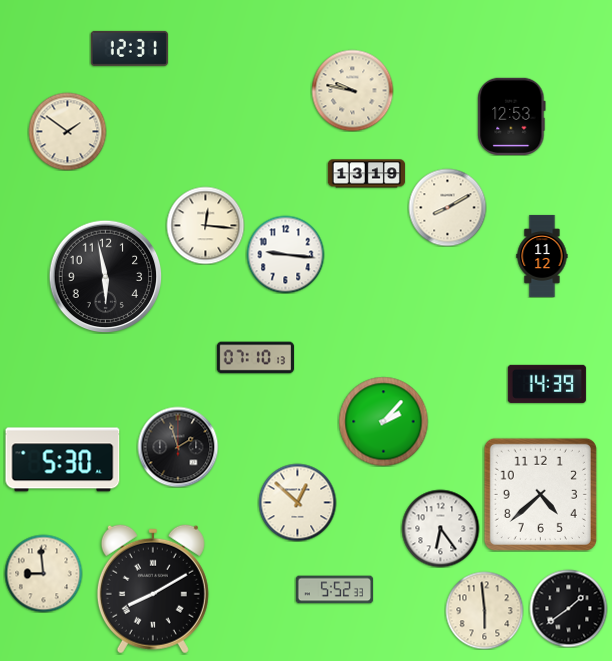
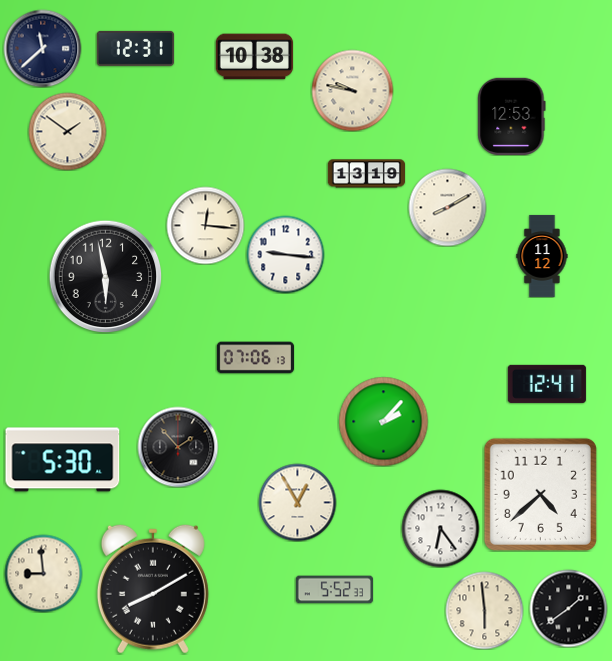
clock at (42, 48): none -> 11:38
clock at (129, 48) position: (129, 48) -> (135, 48)
clock at (254, 57): none -> 10:38
clock at (255, 358): 07:10 -> 07:06
clock at (547, 384): 14:39 -> 12:41
clock at (178, 447): 1:57 -> 1:53
clock at (297, 502): 12:52 -> 12:55
